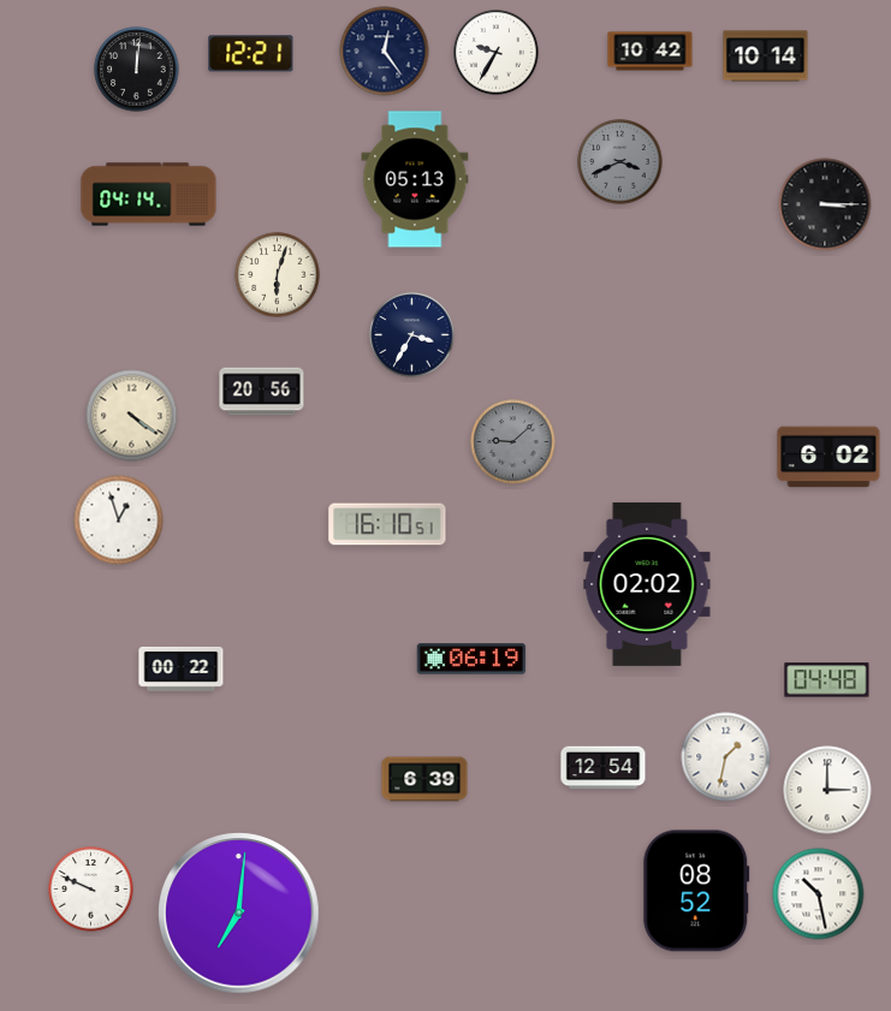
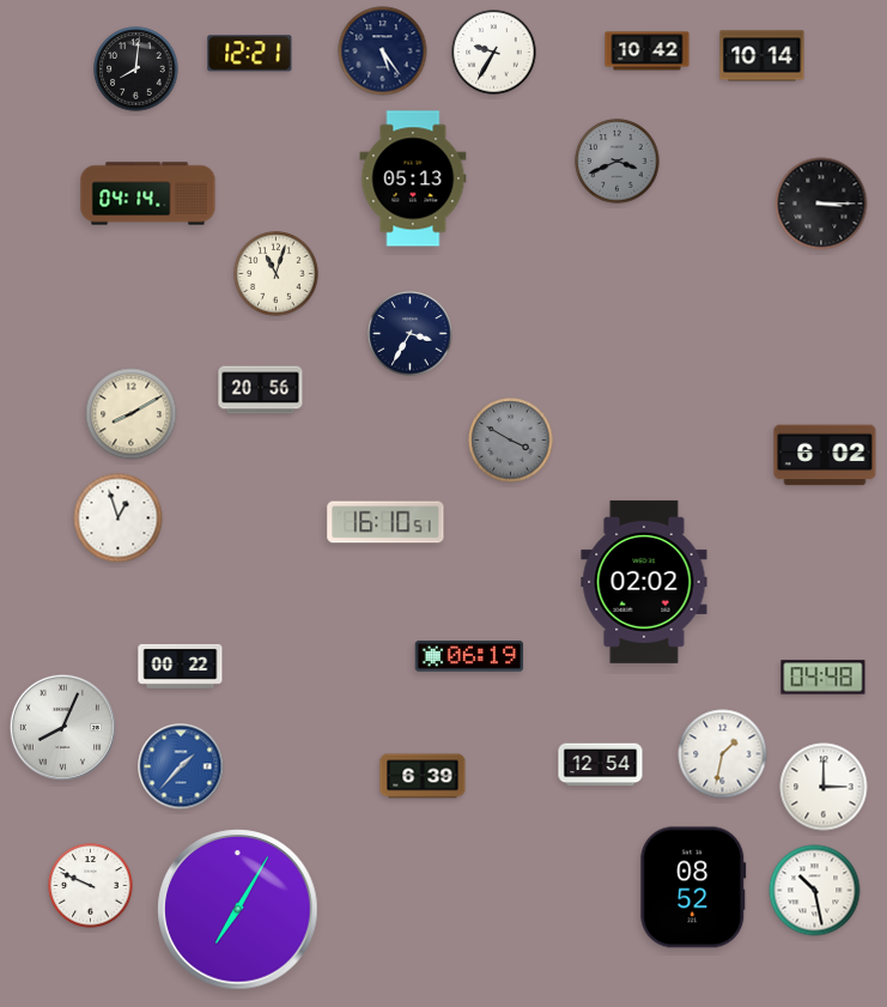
clock at (385, 52): 12:24 -> 5:24
clock at (137, 70): 12:01 -> 8:01
clock at (278, 275): 6:03 -> 11:03
clock at (132, 416): 4:21 -> 8:10
clock at (513, 442): 9:08 -> 3:50
clock at (62, 727): none -> 8:04
clock at (181, 766): none -> 1:37
clock at (239, 914): 7:01 -> 7:05
